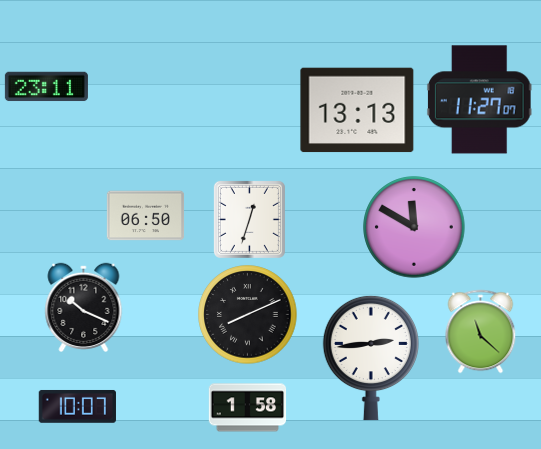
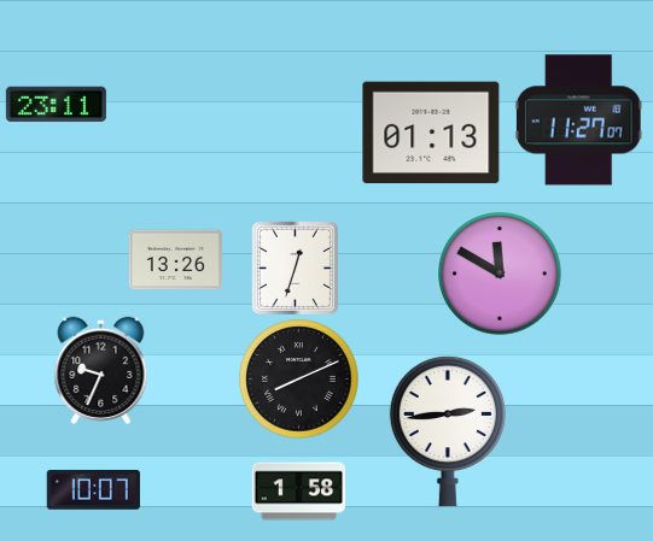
clock at (357, 110): 13:13 -> 01:13
clock at (145, 216): 06:50 -> 13:26
clock at (249, 219) position: (249, 219) -> (295, 267)
clock at (84, 307): 10:19 -> 9:34
clock at (481, 331): 11:22 -> none
